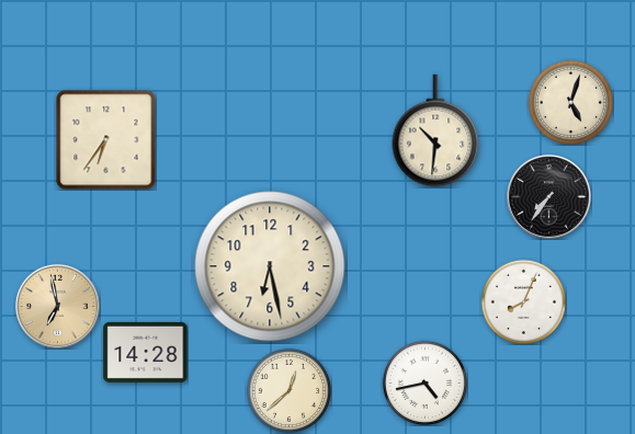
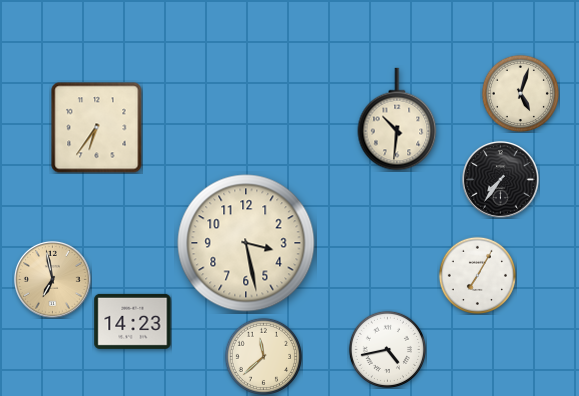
clock at (270, 266): 6:28 -> 3:28
clock at (523, 301): 8:04 -> 7:05
clock at (146, 352): 14:28 -> 14:23
clock at (288, 390): 12:38 -> 11:38
